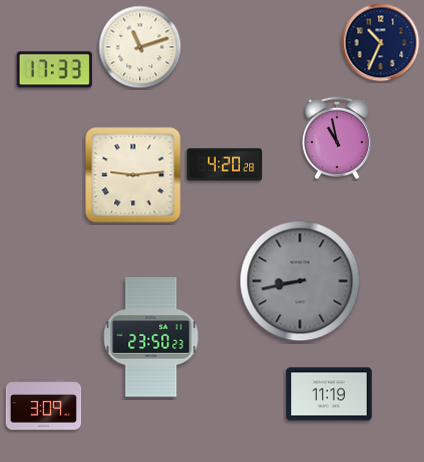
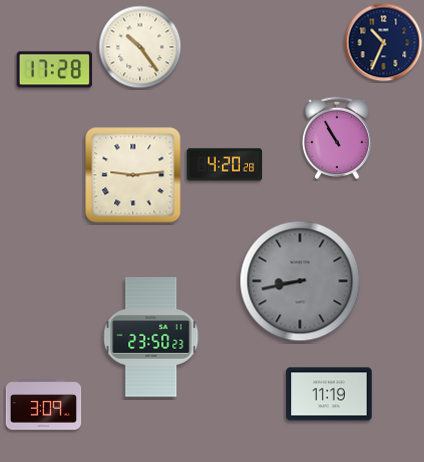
clock at (381, 43) position: (381, 43) -> (384, 43)
clock at (140, 47): 11:12 -> 10:24
clock at (55, 70): 17:33 -> 17:28
clock at (336, 138): 10:58 -> 10:55
